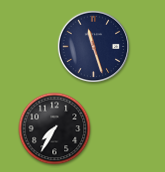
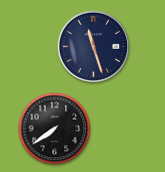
clock at (55, 129): 7:35 -> 7:39
